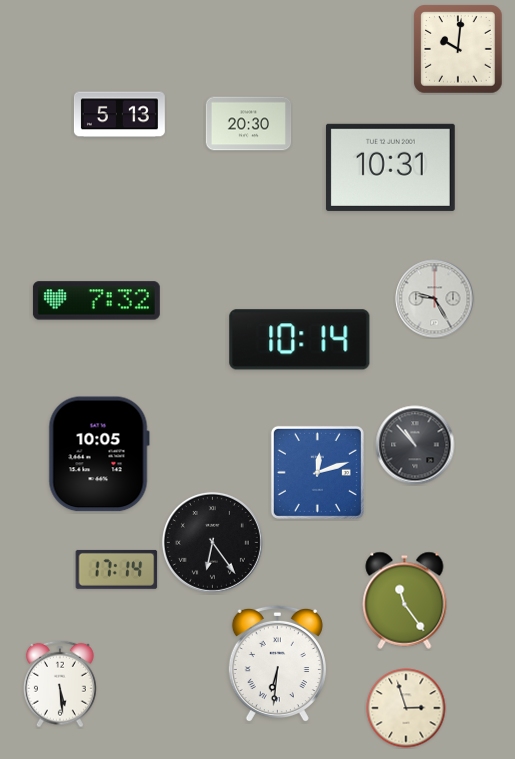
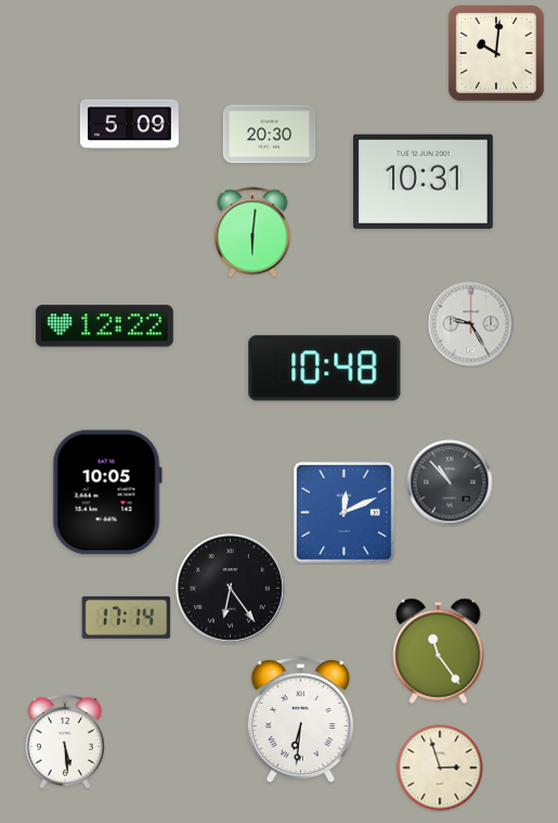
clock at (119, 115): 5:13 -> 5:09
clock at (252, 232): none -> 6:01
clock at (96, 301): 7:32 -> 12:22
clock at (300, 340): 10:14 -> 10:48
clock at (317, 472): 12:12 -> 12:11
